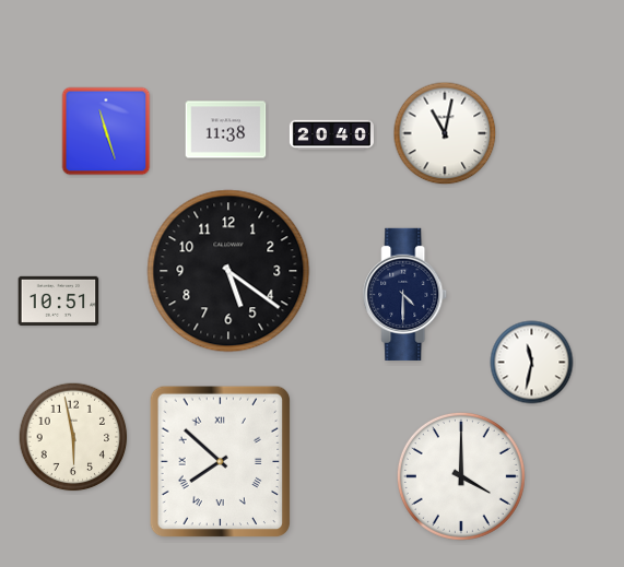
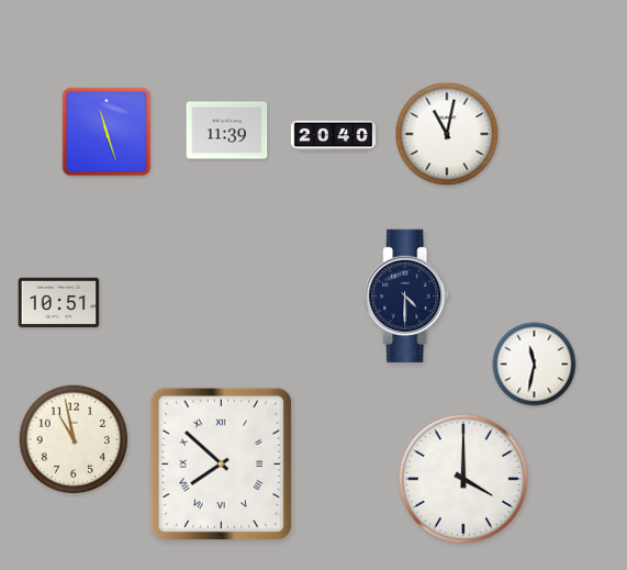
clock at (226, 130): 11:38 -> 11:39
clock at (228, 271): 5:21 -> none
clock at (73, 437): 5:58 -> 10:58
